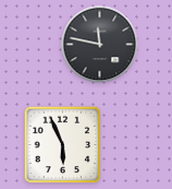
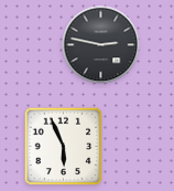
clock at (100, 45): 11:47 -> 2:47
